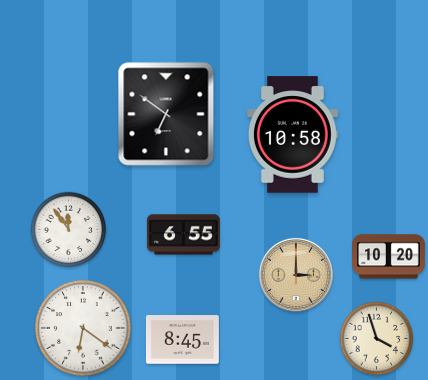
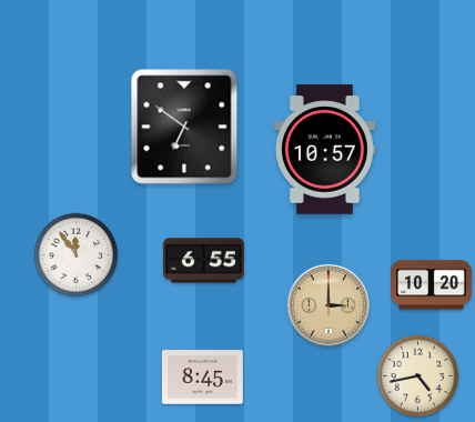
clock at (292, 135): 10:58 -> 10:57
clock at (83, 328): 6:21 -> none
clock at (377, 339): 3:57 -> 4:43
